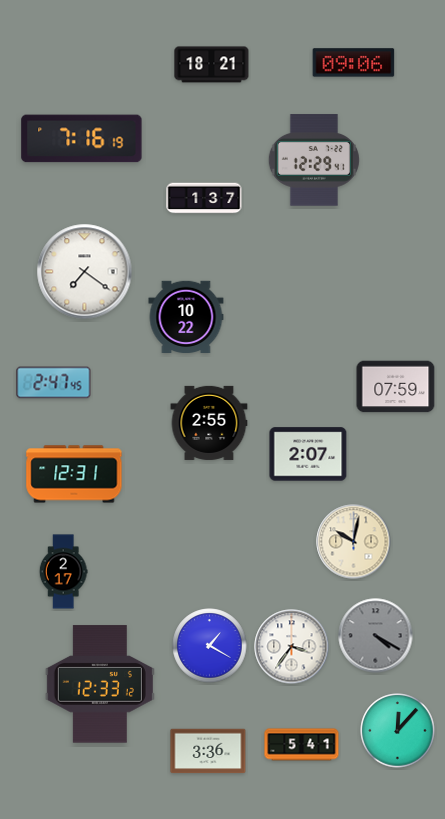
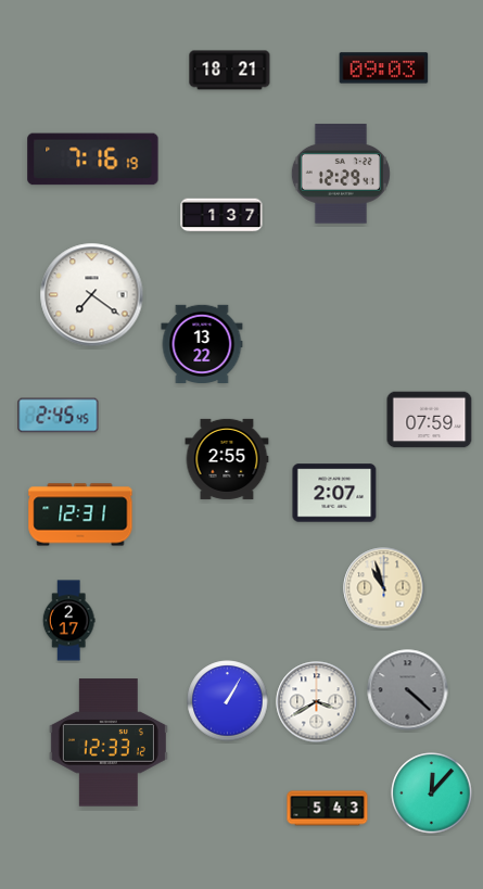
clock at (354, 63): 09:06 -> 09:03
clock at (82, 139) position: (82, 139) -> (93, 160)
clock at (186, 316): 10:22 -> 13:22
clock at (54, 383): 2:47 -> 2:45
clock at (354, 542): 10:02 -> 10:57
clock at (376, 636): 4:20 -> 4:22
clock at (210, 646): 1:20 -> 1:05
clock at (292, 647): 3:36 -> 3:40
clock at (302, 745): 5:41 -> 5:43
clock at (208, 751): 3:36 -> none
